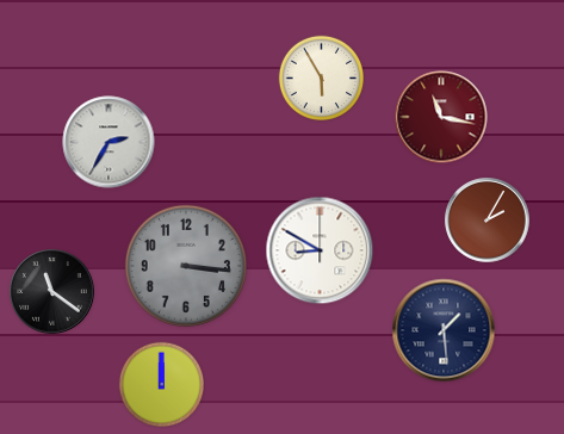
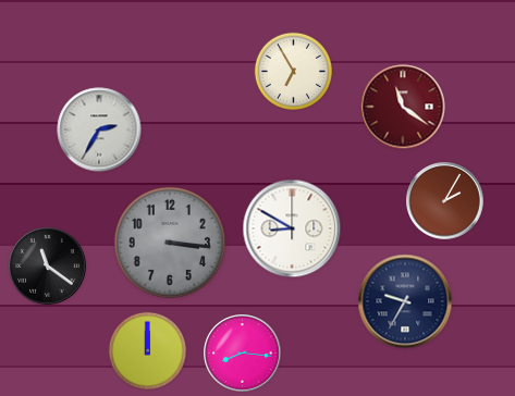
clock at (321, 77): 5:55 -> 6:55
clock at (441, 117): 11:17 -> 11:21
clock at (444, 330): 1:29 -> 9:35
clock at (243, 354): none -> 8:16
